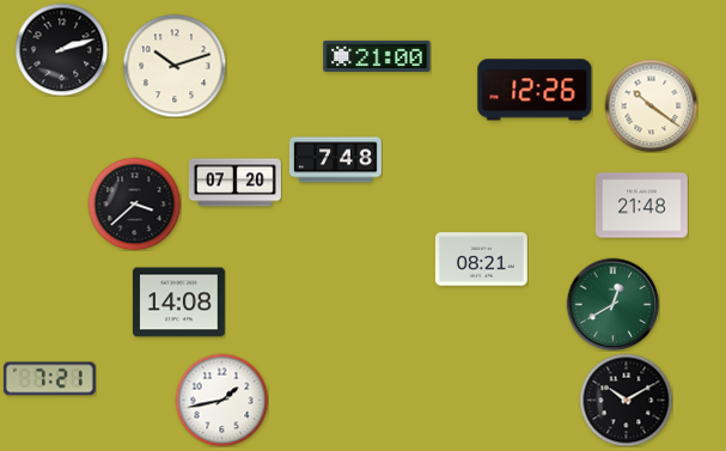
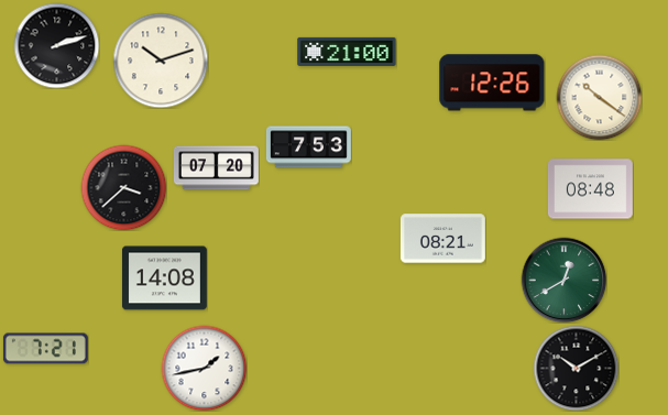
clock at (335, 160): 7:48 -> 7:53
clock at (641, 206): 21:48 -> 08:48
